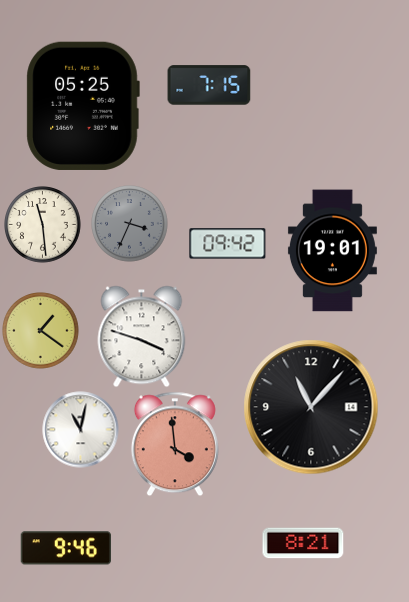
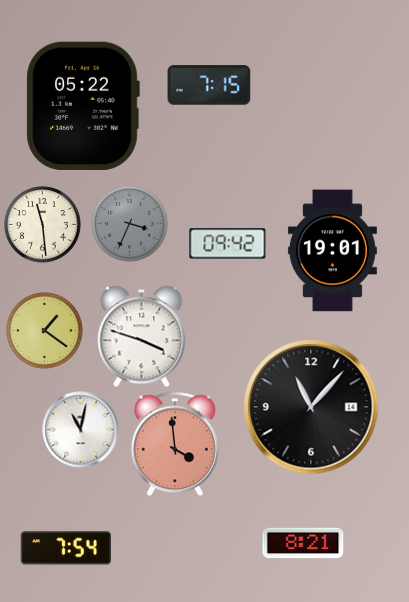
clock at (83, 106): 05:25 -> 05:22
clock at (41, 331) position: (41, 331) -> (45, 331)
clock at (65, 548): 9:46 -> 7:54
